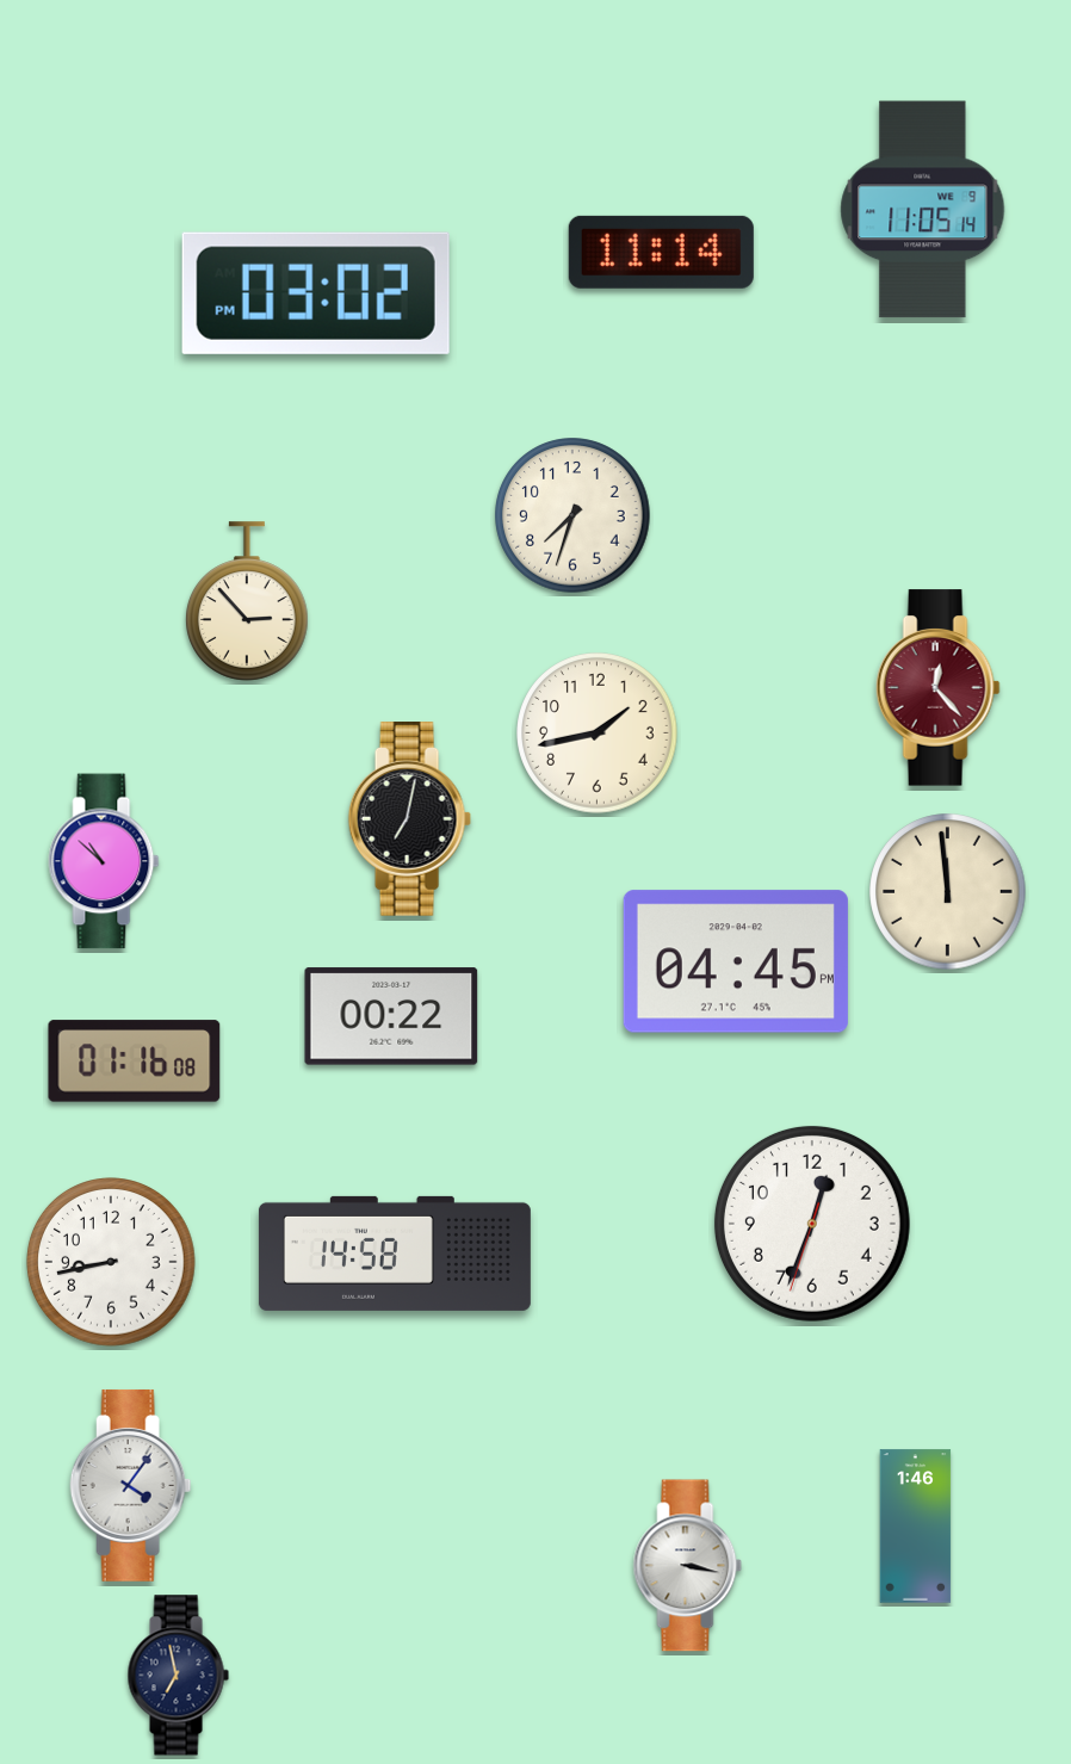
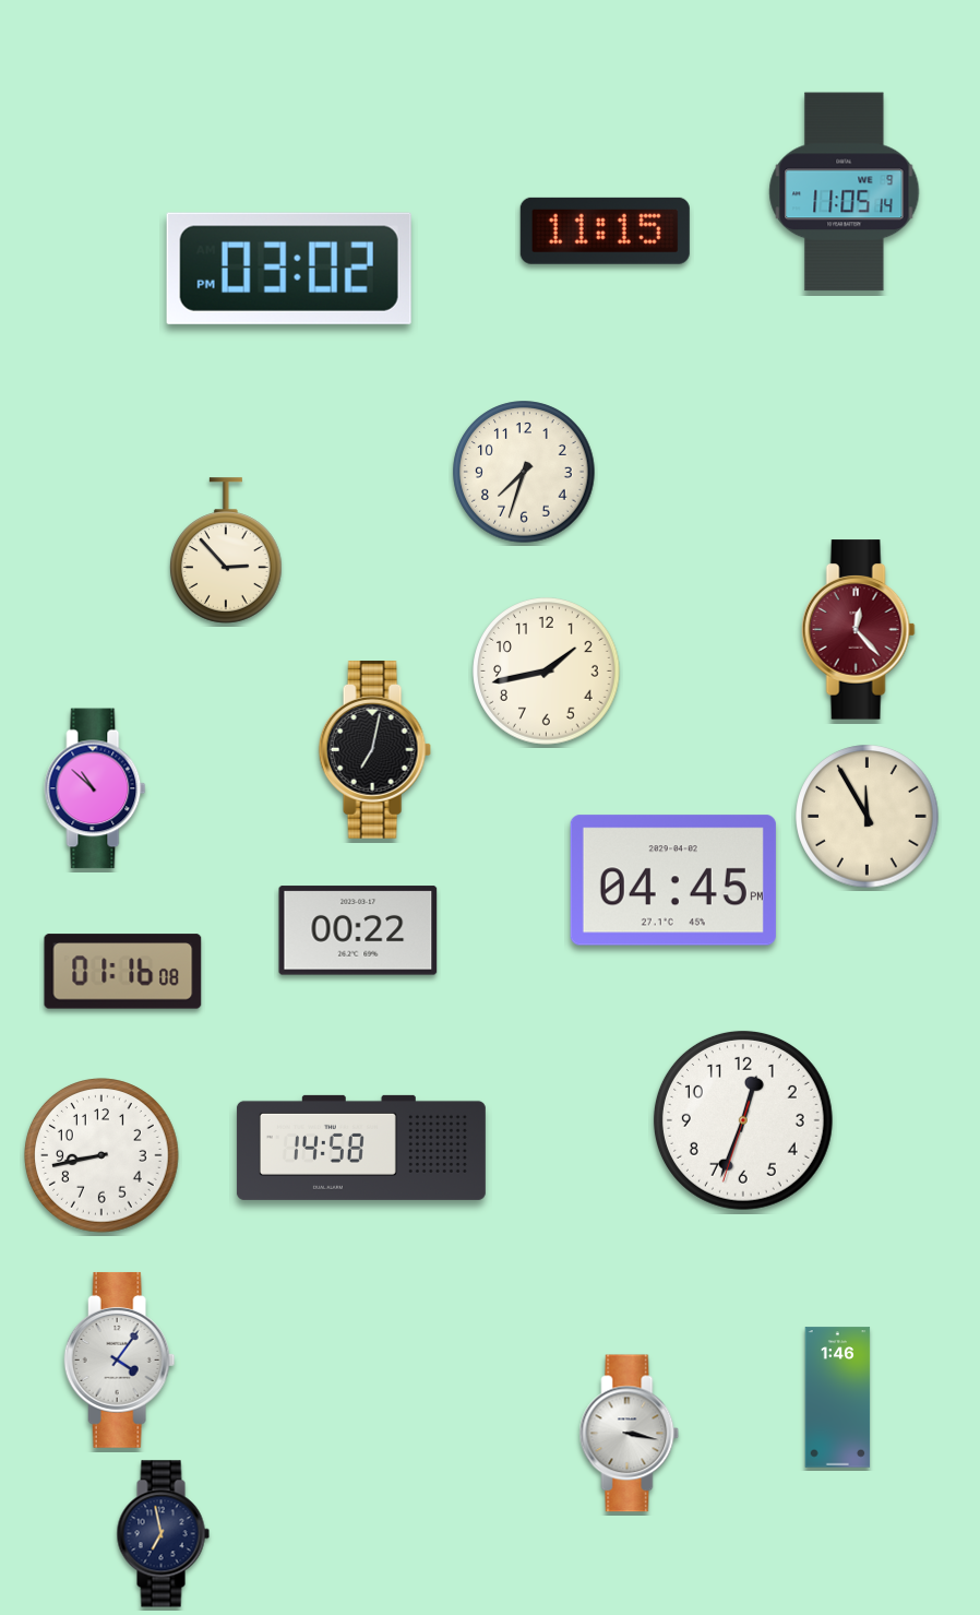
clock at (661, 252): 11:14 -> 11:15
clock at (948, 892): 11:59 -> 11:55
